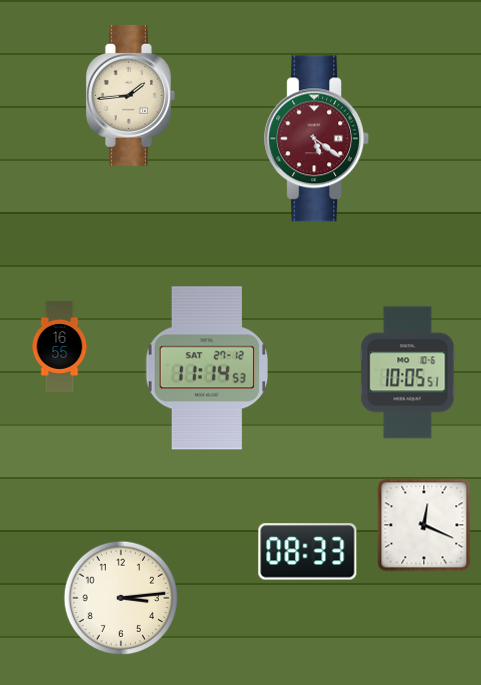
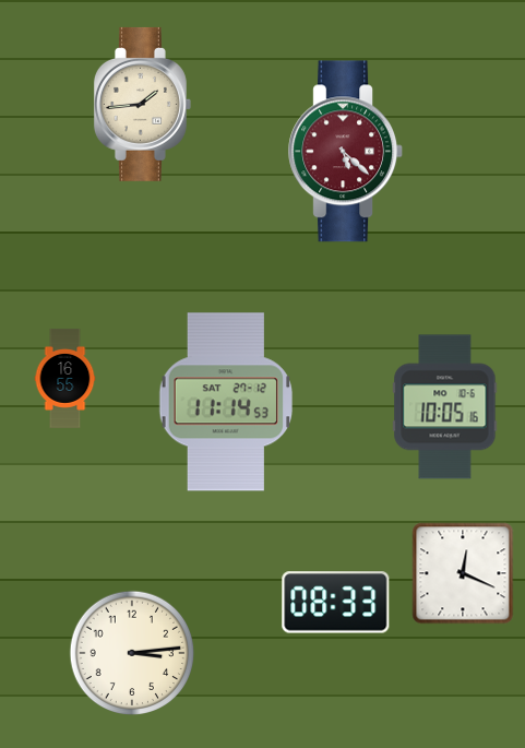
clock at (317, 139): 5:21 -> 5:22
clock at (408, 373): 10:05:51 -> 10:05:16
